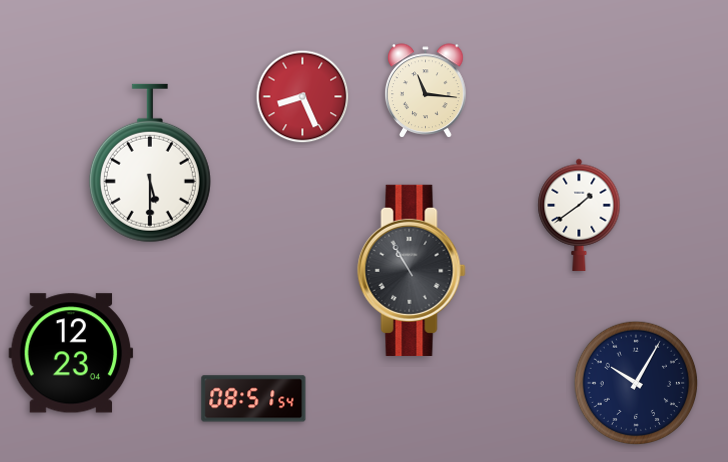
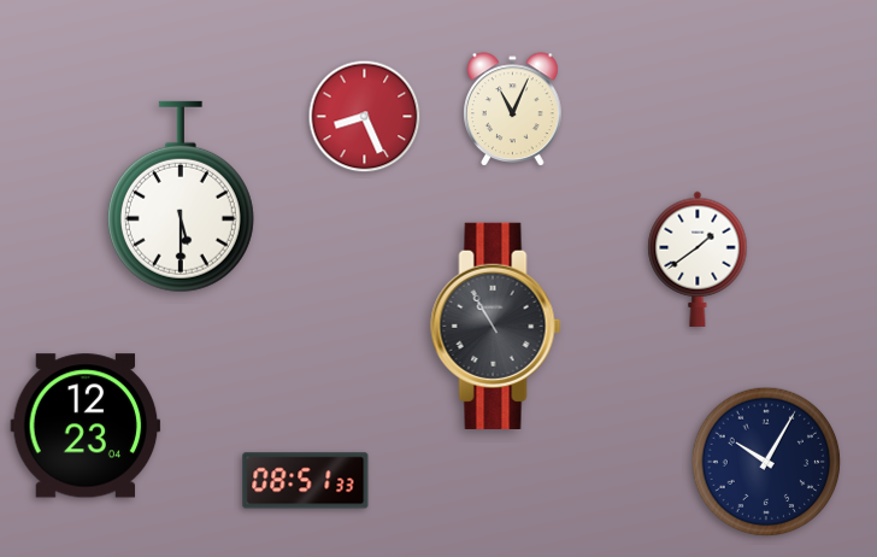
clock at (426, 91): 11:16 -> 11:04
clock at (254, 399): 08:51:54 -> 08:51:33
